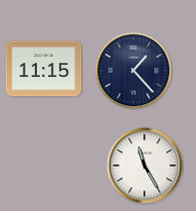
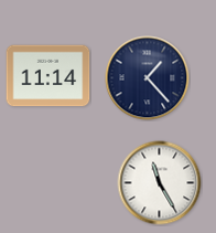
clock at (44, 69): 11:15 -> 11:14
